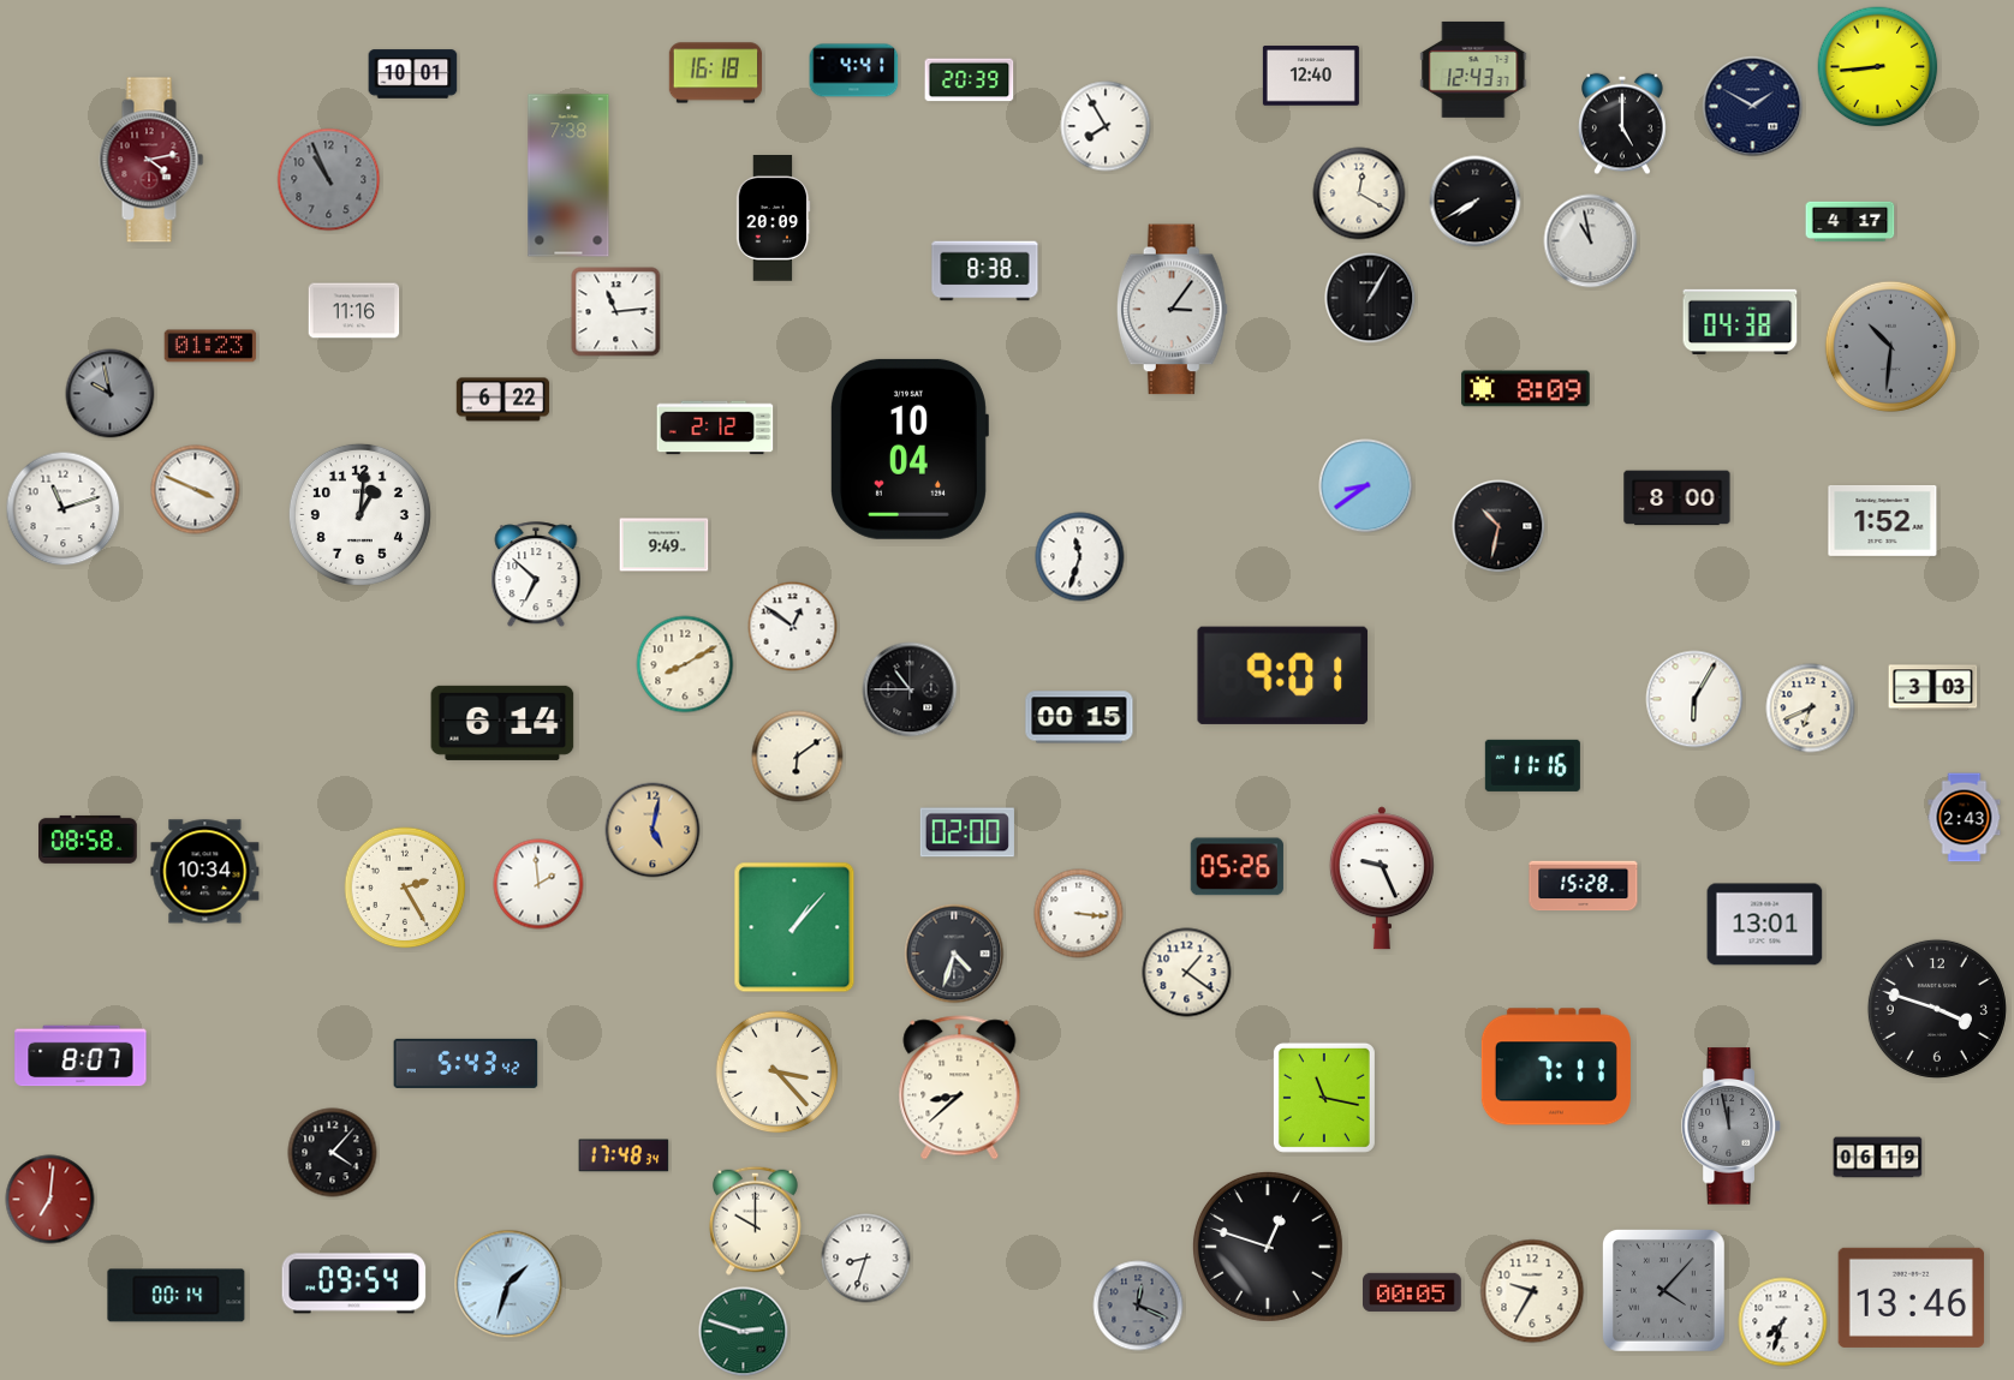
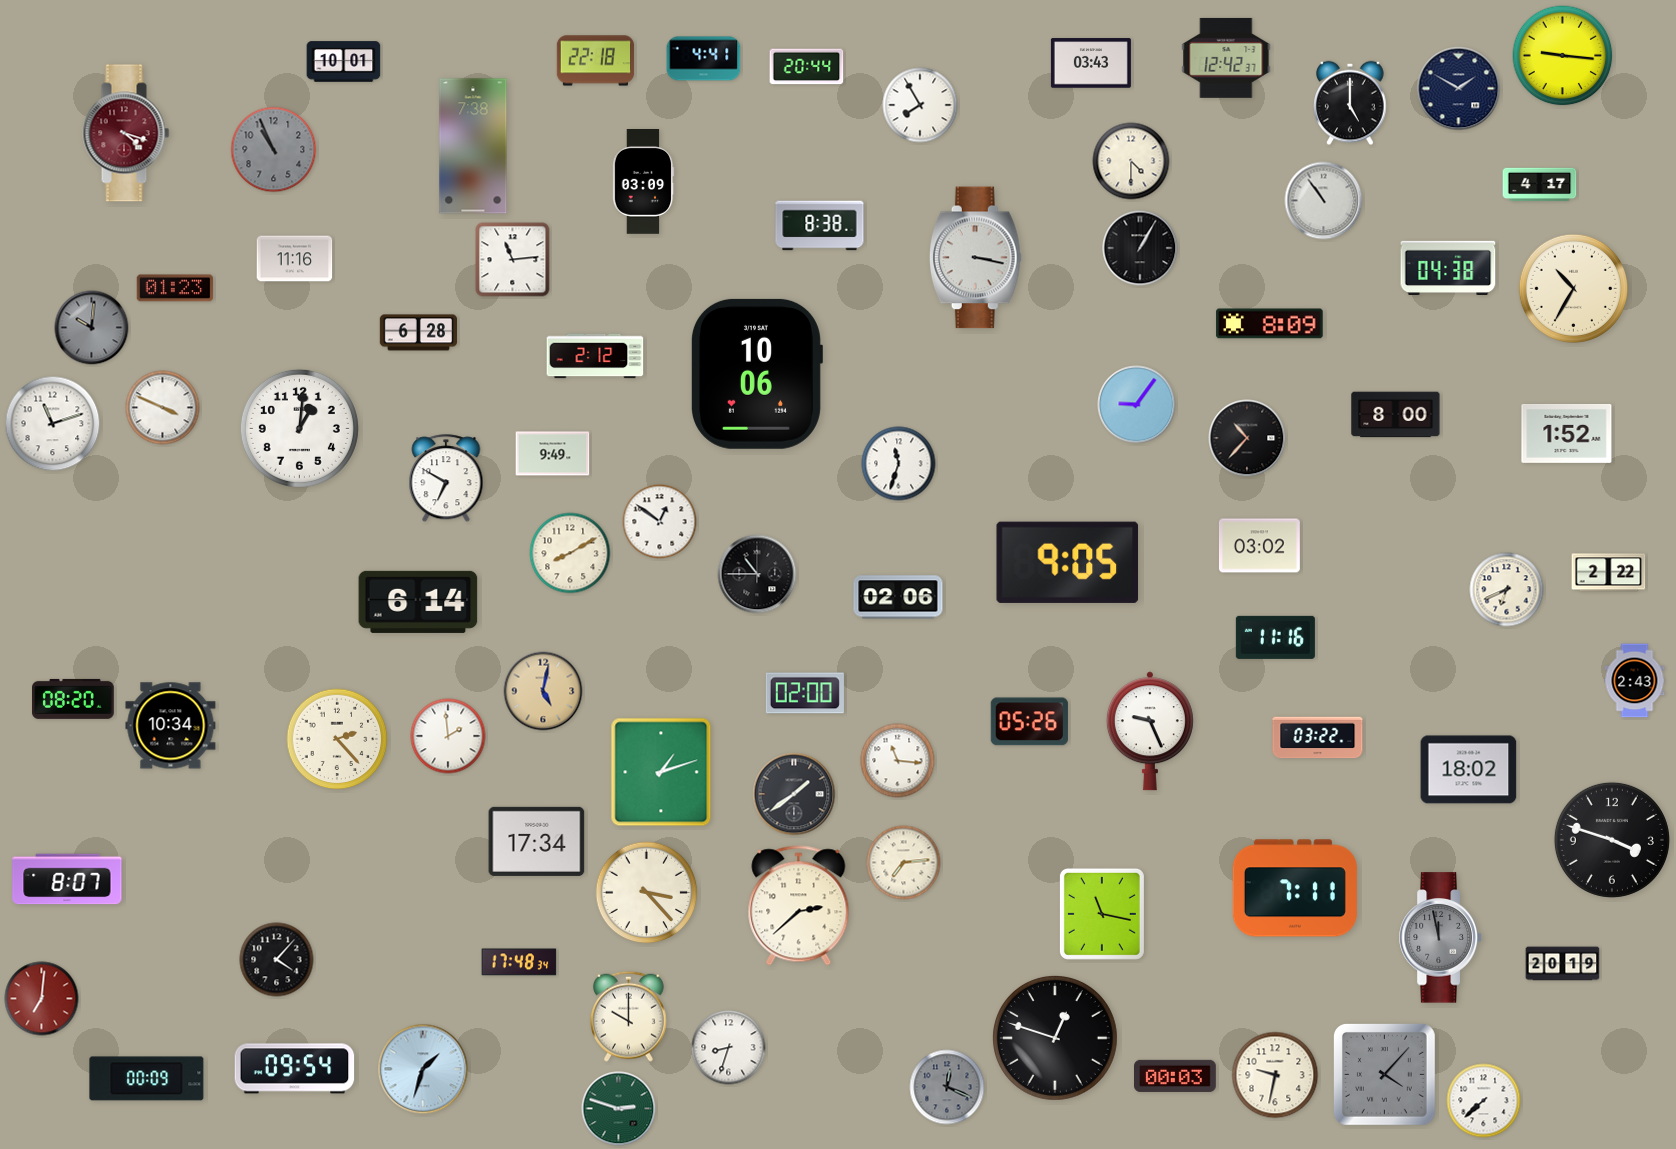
clock at (1878, 67): 8:44 -> 9:16
clock at (1473, 70): 12:43 -> 12:42
clock at (854, 71) position: (854, 71) -> (704, 59)
clock at (716, 73): 16:18 -> 22:18
clock at (1311, 76): 12:40 -> 03:43
clock at (970, 80): 20:39 -> 20:44
clock at (151, 160): 4:13 -> 4:18
clock at (1359, 193): 12:20 -> 4:30
clock at (1476, 202): 7:40 -> none
clock at (774, 219): 20:09 -> 03:09
clock at (1591, 241): 10:58 -> 10:54
clock at (1172, 310): 3:06 -> 3:17
clock at (1890, 346): 10:31 -> 10:35
clock at (1890, 346) dial: grey -> cream
clock at (111, 394): 9:58 -> 10:01
clock at (503, 400): 6:22 -> 6:28
clock at (908, 449): 10:04 -> 10:06
clock at (1366, 486): 8:39 -> 9:06
clock at (1498, 526): 10:32 -> 10:37
clock at (536, 575): 6:52 -> 6:50
clock at (1259, 546): none -> 03:02
clock at (1283, 675): 9:01 -> 9:05
clock at (1933, 688): 3:03 -> 2:22
clock at (1694, 699): 6:05 -> none
clock at (1079, 717): 00:15 -> 02:06
clock at (798, 757): 6:09 -> none
clock at (89, 840): 08:58 -> 08:20
clock at (1584, 886): 15:28 -> 03:22
clock at (405, 888): 2:25 -> 2:23
clock at (1079, 914): 3:16 -> 11:16
clock at (1765, 925): 13:01 -> 18:02
clock at (794, 927): 1:07 -> 1:12
clock at (954, 954): 4:33 -> 1:39
clock at (1187, 973): 1:21 -> none
clock at (537, 841): none -> 17:34
clock at (904, 863): none -> 7:14
clock at (466, 1063): 5:43 -> none
clock at (960, 1088): 8:38 -> 2:38
clock at (1878, 1158): 06:19 -> 20:19
clock at (866, 1259) position: (866, 1259) -> (729, 1048)
clock at (1532, 1291): 9:35 -> 9:32
clock at (1413, 1292): 00:05 -> 00:03
clock at (177, 1296): 00:14 -> 00:09
clock at (1912, 1297): 13:46 -> none
clock at (1783, 1322): 7:33 -> 7:38
